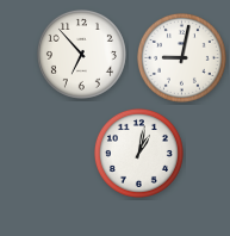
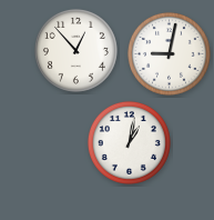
clock at (81, 54): 6:53 -> 12:53
